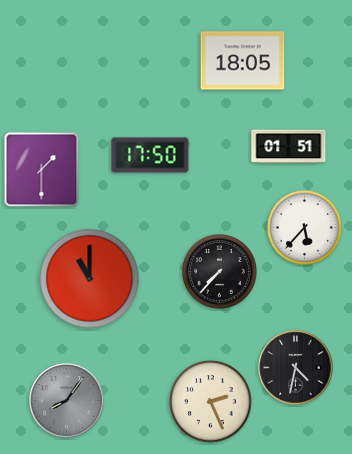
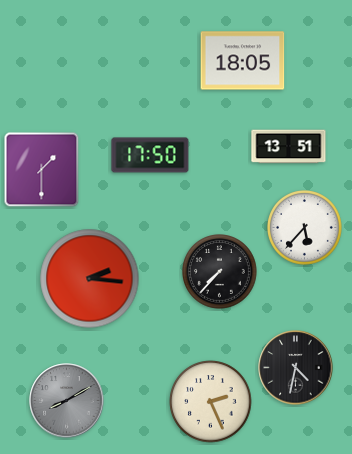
clock at (289, 147): 01:51 -> 13:51
clock at (90, 279): 11:00 -> 2:16
clock at (67, 401): 8:06 -> 8:10
